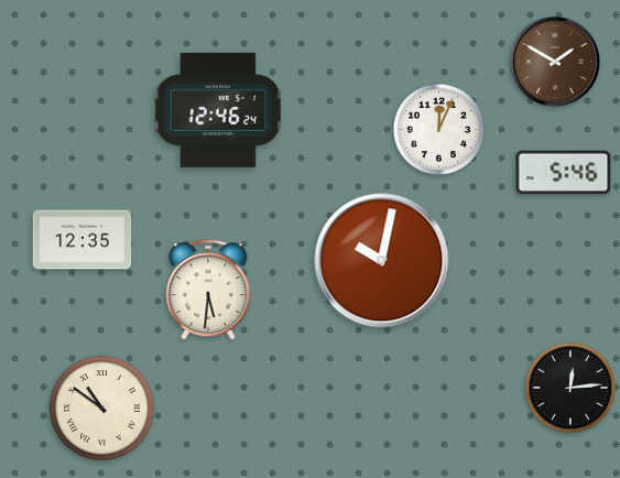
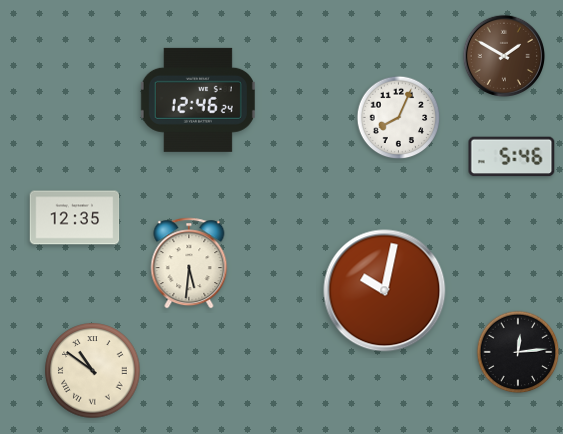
clock at (439, 130): 12:04 -> 8:04
clock at (382, 261) position: (382, 261) -> (385, 291)
